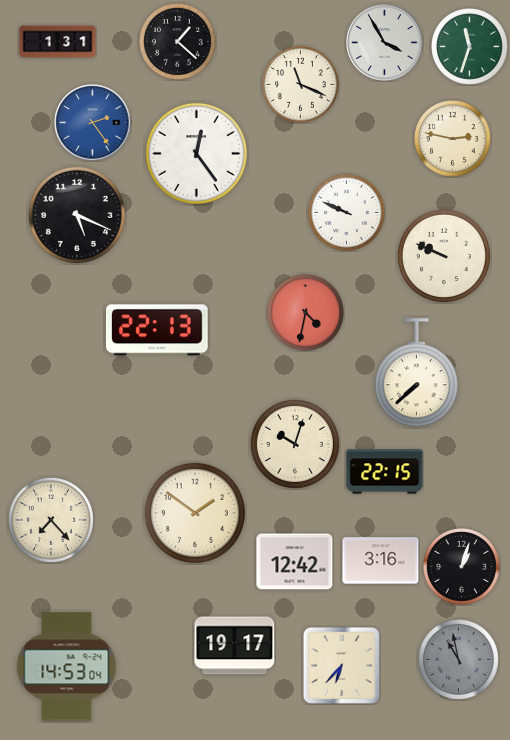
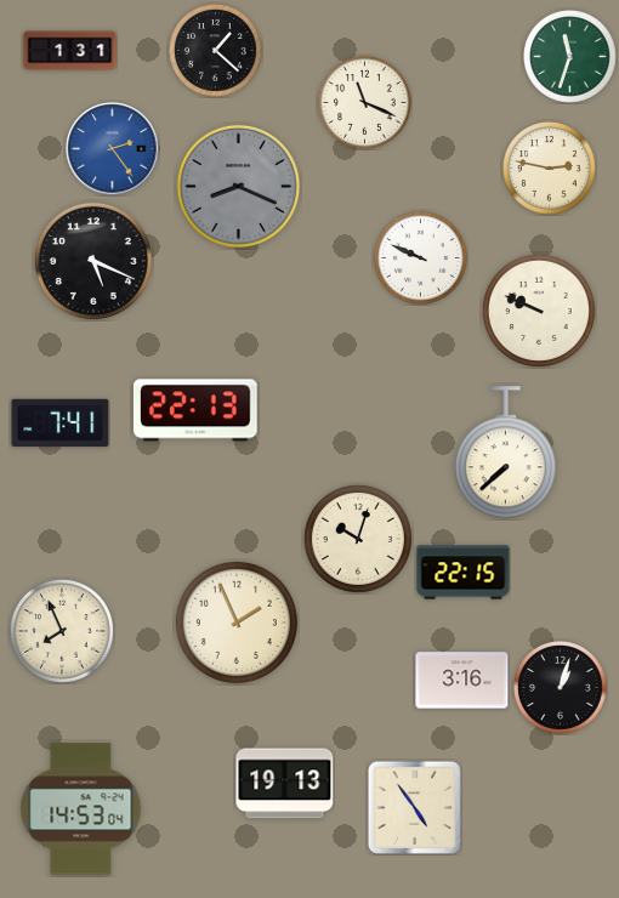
clock at (385, 43): 3:55 -> none
clock at (196, 153): 12:24 -> 8:19
clock at (196, 153) dial: white -> grey
clock at (306, 313): 4:32 -> none
clock at (157, 330) position: (157, 330) -> (195, 410)
clock at (61, 424): none -> 7:41
clock at (385, 472) position: (385, 472) -> (464, 573)
clock at (195, 513): 1:51 -> 1:56
clock at (51, 520): 7:23 -> 7:56
clock at (295, 562): 12:42 -> none
clock at (235, 646): 19:17 -> 19:13
clock at (459, 660): 10:58 -> none
clock at (341, 665): 6:37 -> 4:54
